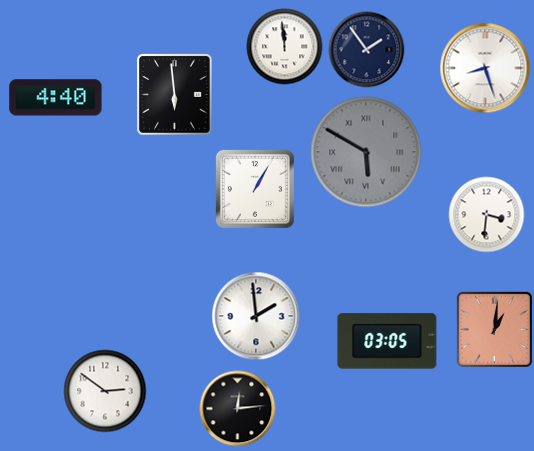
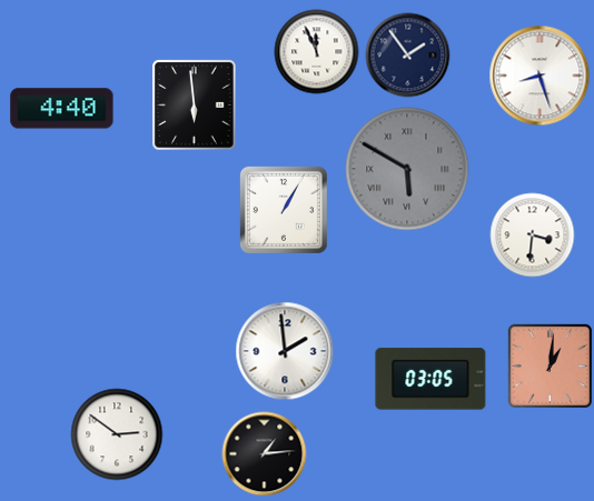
clock at (285, 47): 11:59 -> 11:56
clock at (487, 215) position: (487, 215) -> (533, 236)
clock at (238, 409): 12:14 -> 1:14
